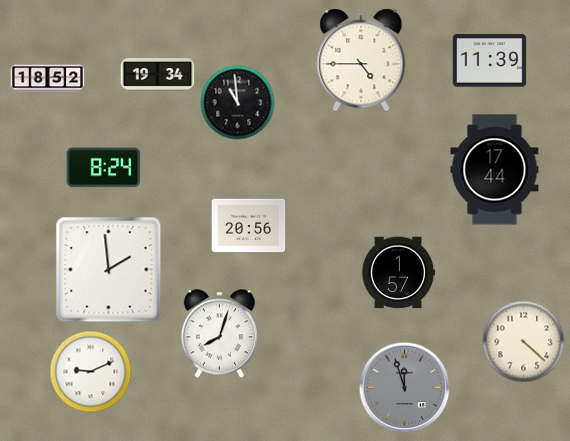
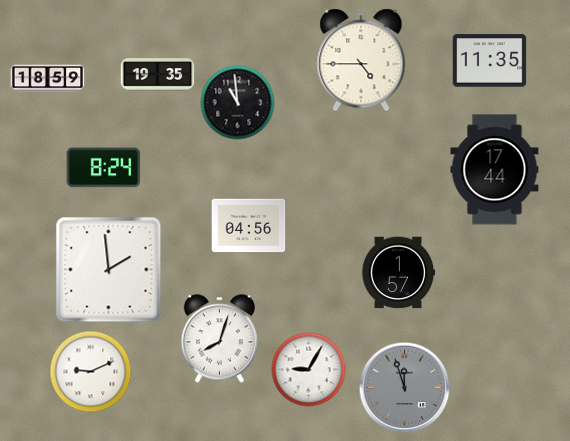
clock at (490, 61): 11:39 -> 11:35
clock at (158, 75): 19:34 -> 19:35
clock at (48, 79): 18:52 -> 18:59
clock at (249, 226): 20:56 -> 04:56
clock at (219, 334) position: (219, 334) -> (219, 339)
clock at (524, 342): 4:22 -> none
clock at (309, 370): none -> 9:05
